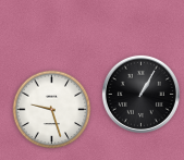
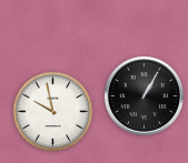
clock at (52, 110): 9:27 -> 9:58
